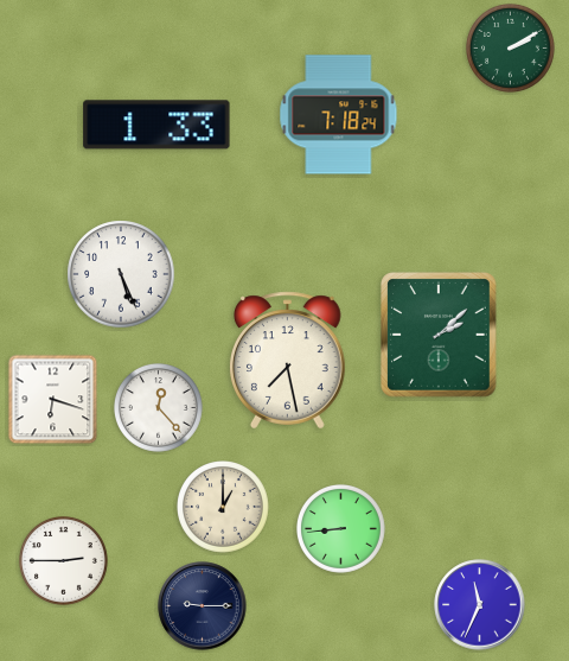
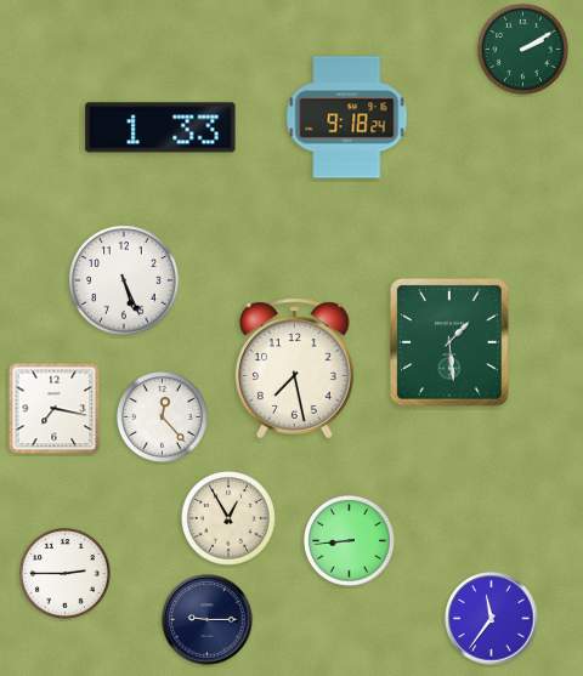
clock at (339, 115): 7:18 -> 9:18
clock at (439, 335): 2:08 -> 1:29
clock at (53, 400): 6:18 -> 7:17
clock at (224, 508): 1:00 -> 12:55
clock at (480, 605): 11:34 -> 11:36
